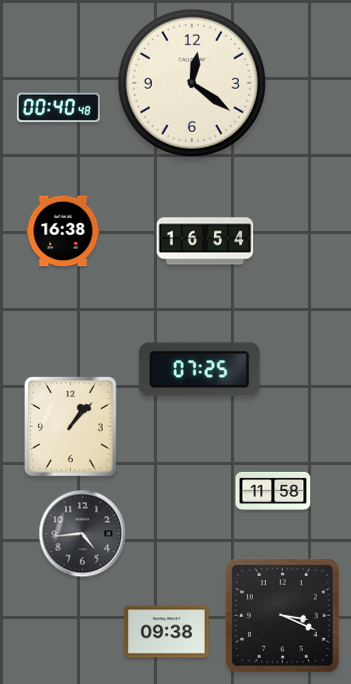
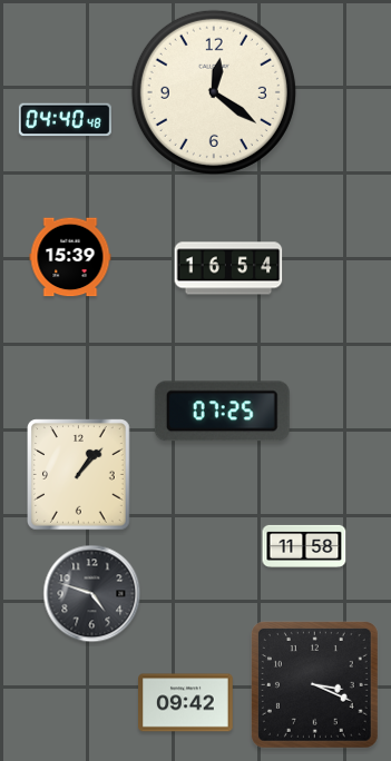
clock at (58, 108): 00:40 -> 04:40
clock at (63, 231): 16:38 -> 15:39
clock at (83, 534): 4:44 -> 4:48
clock at (167, 632): 09:38 -> 09:42
